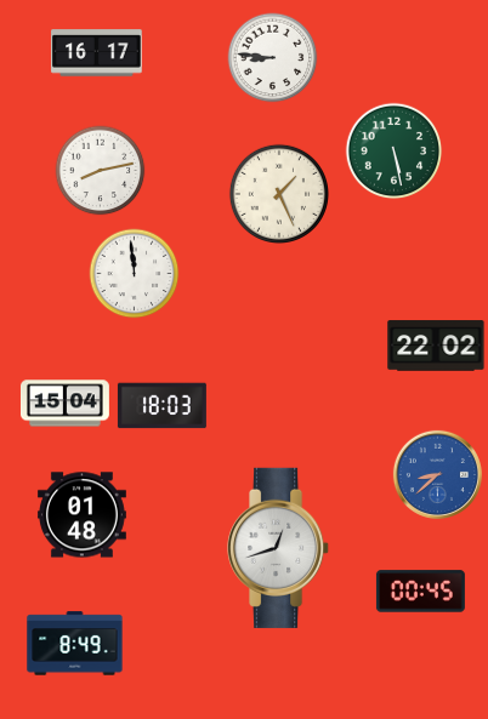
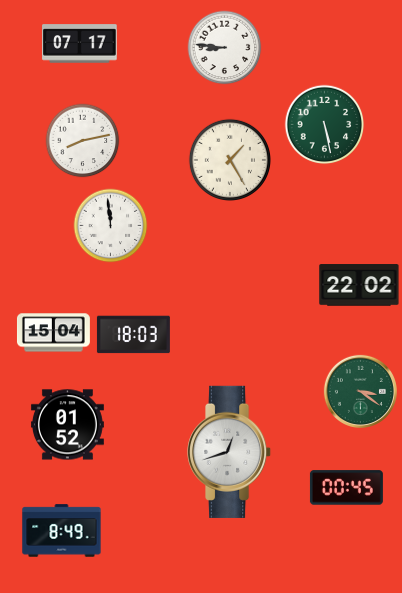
clock at (97, 53): 16:17 -> 07:17
clock at (278, 193): 1:26 -> 1:25
clock at (437, 474): 8:38 -> 3:21
clock at (437, 474) dial: blue -> green
clock at (81, 515): 01:48 -> 01:52
